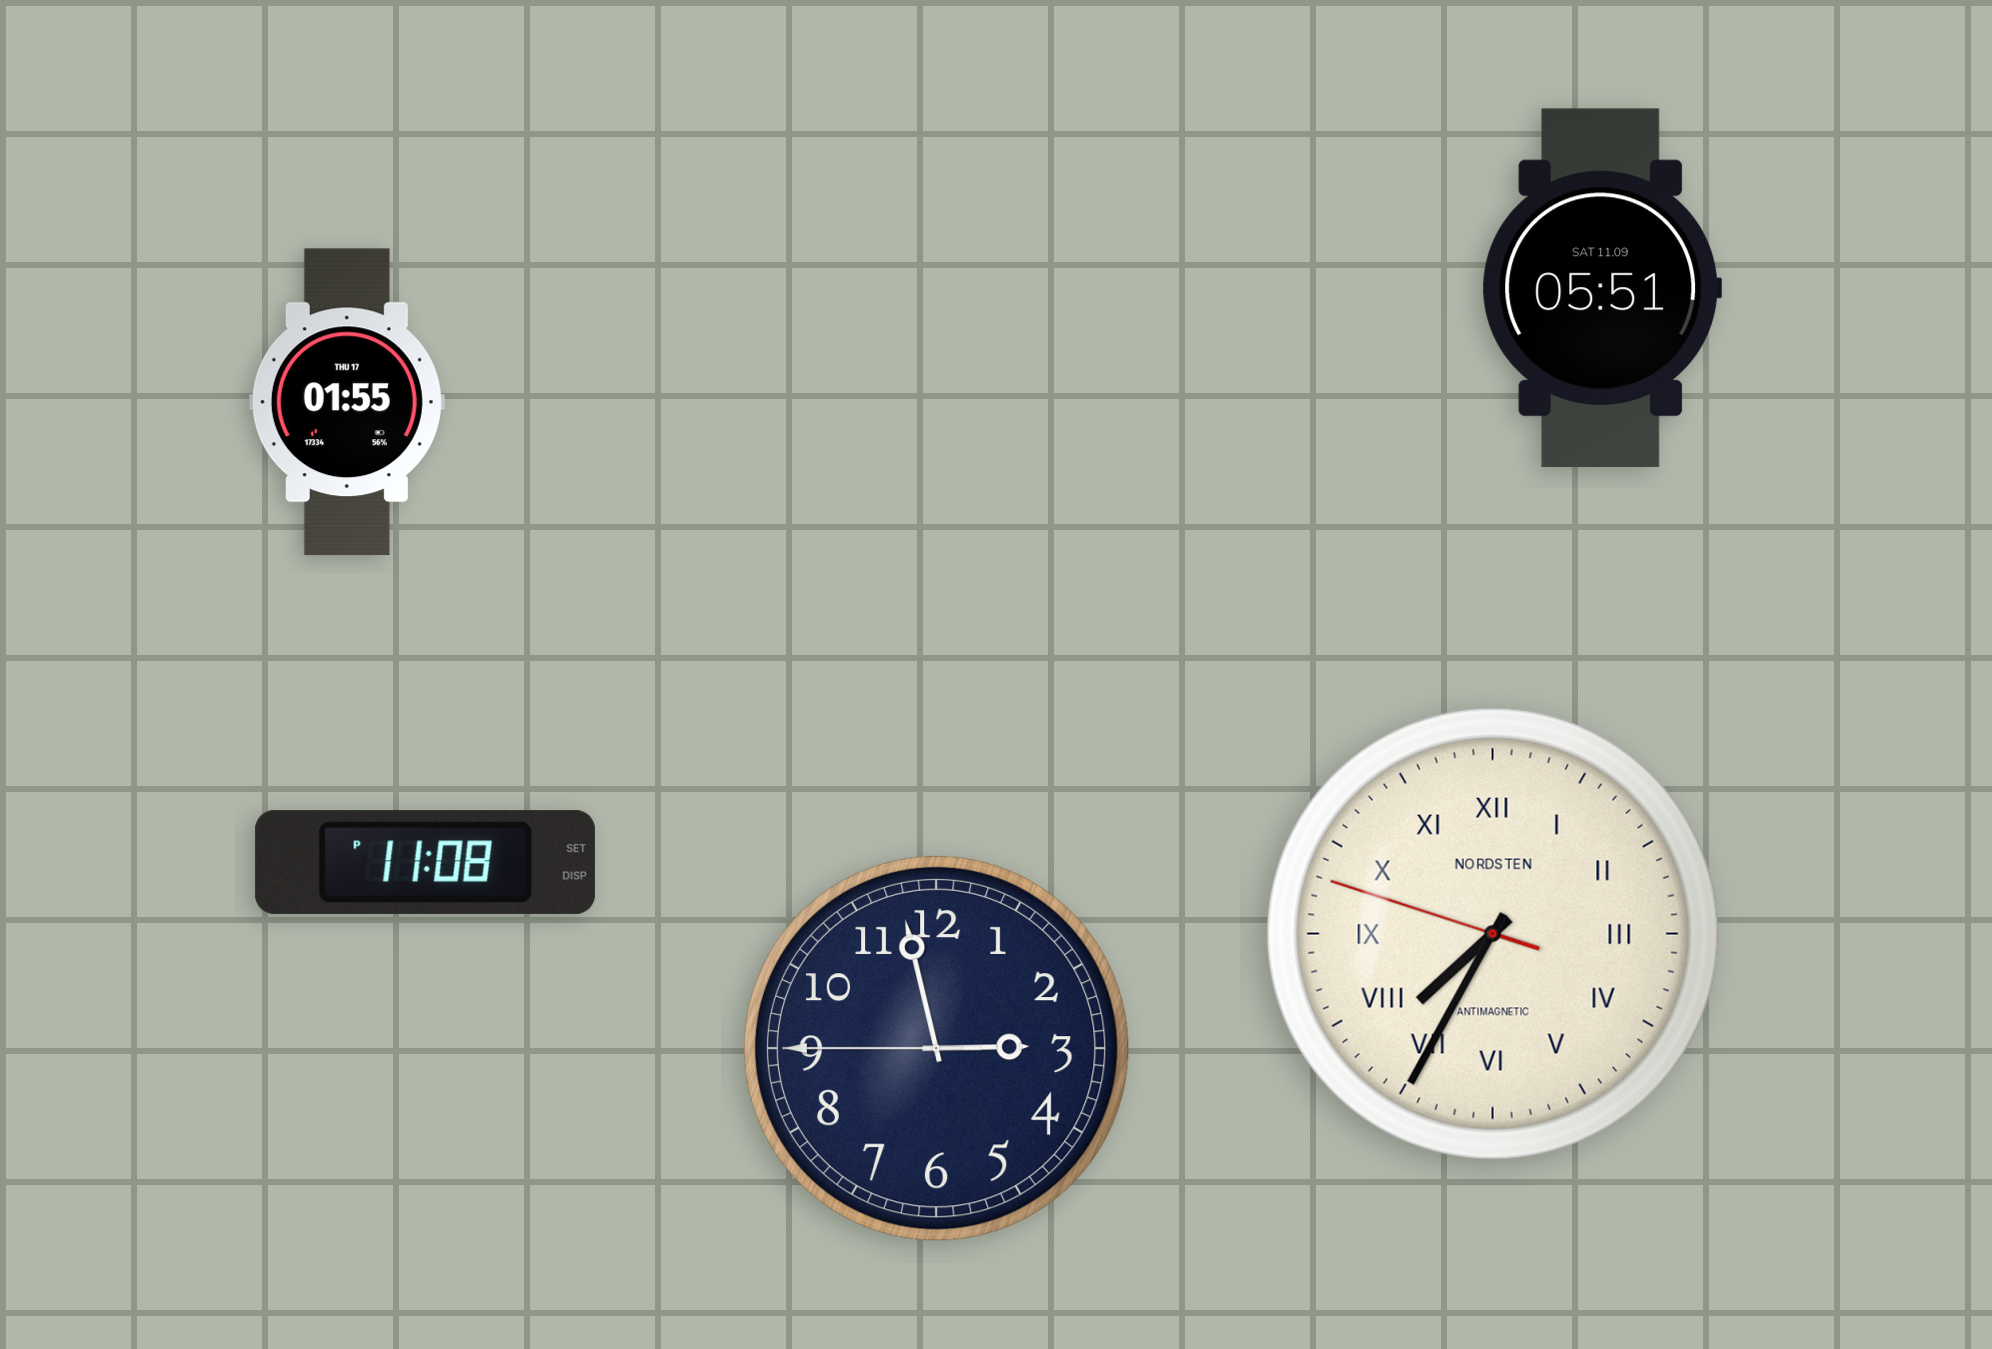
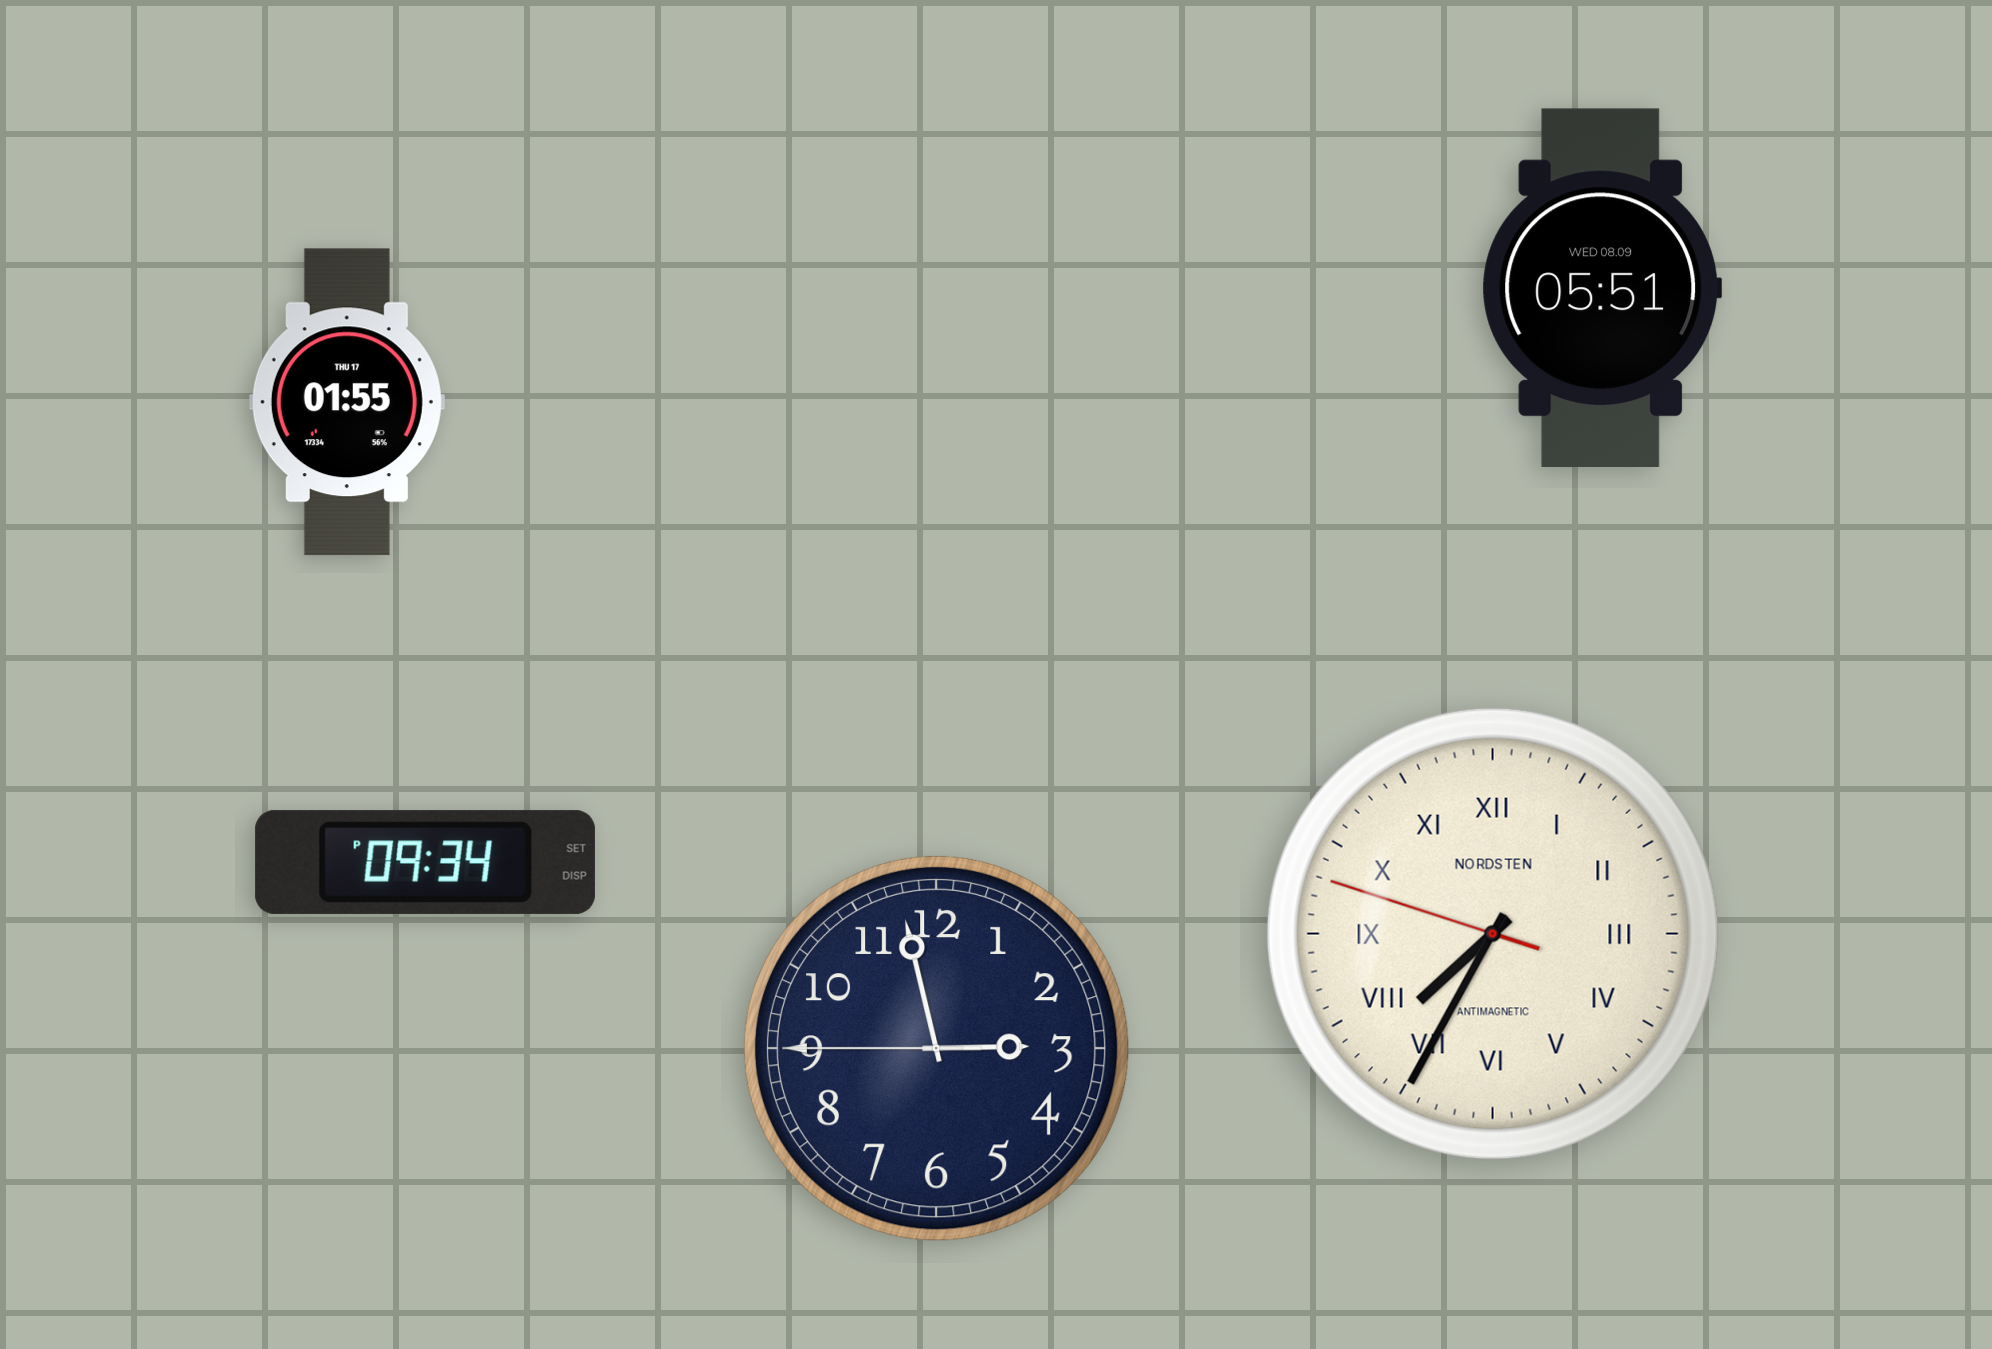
clock at (1602, 288) date: SAT 11.09 -> WED 08.09
clock at (425, 862): 11:08 -> 09:34
